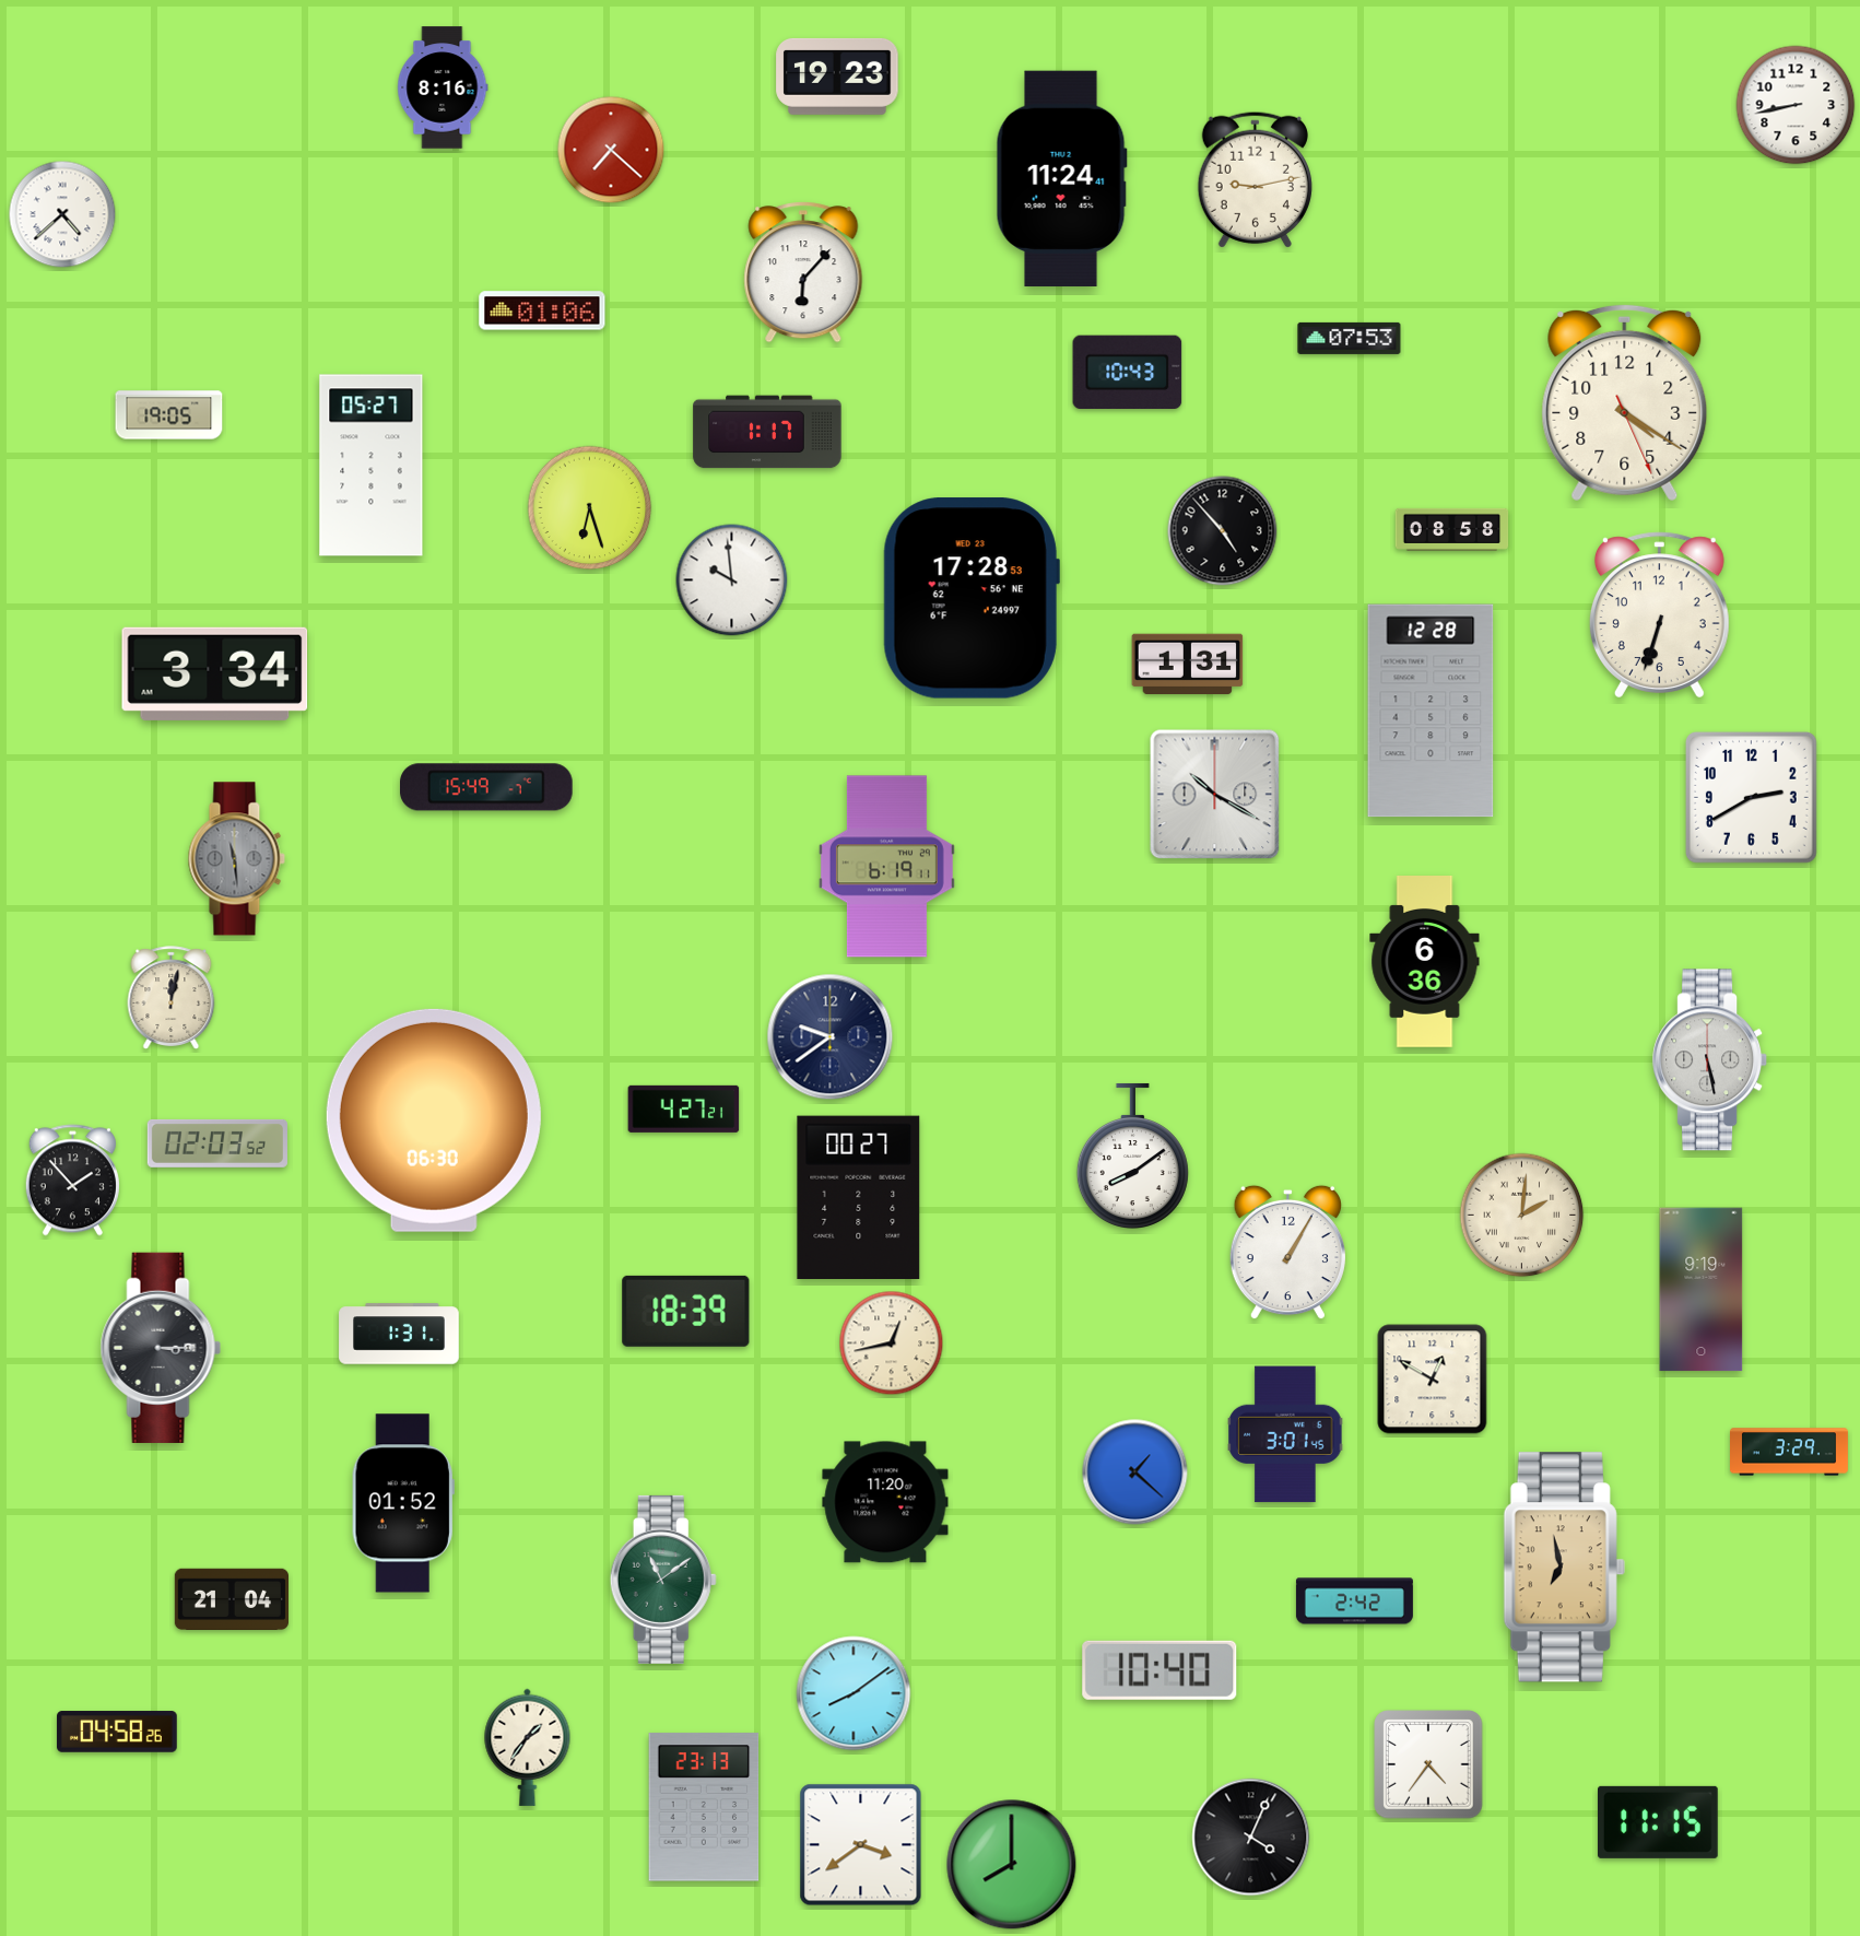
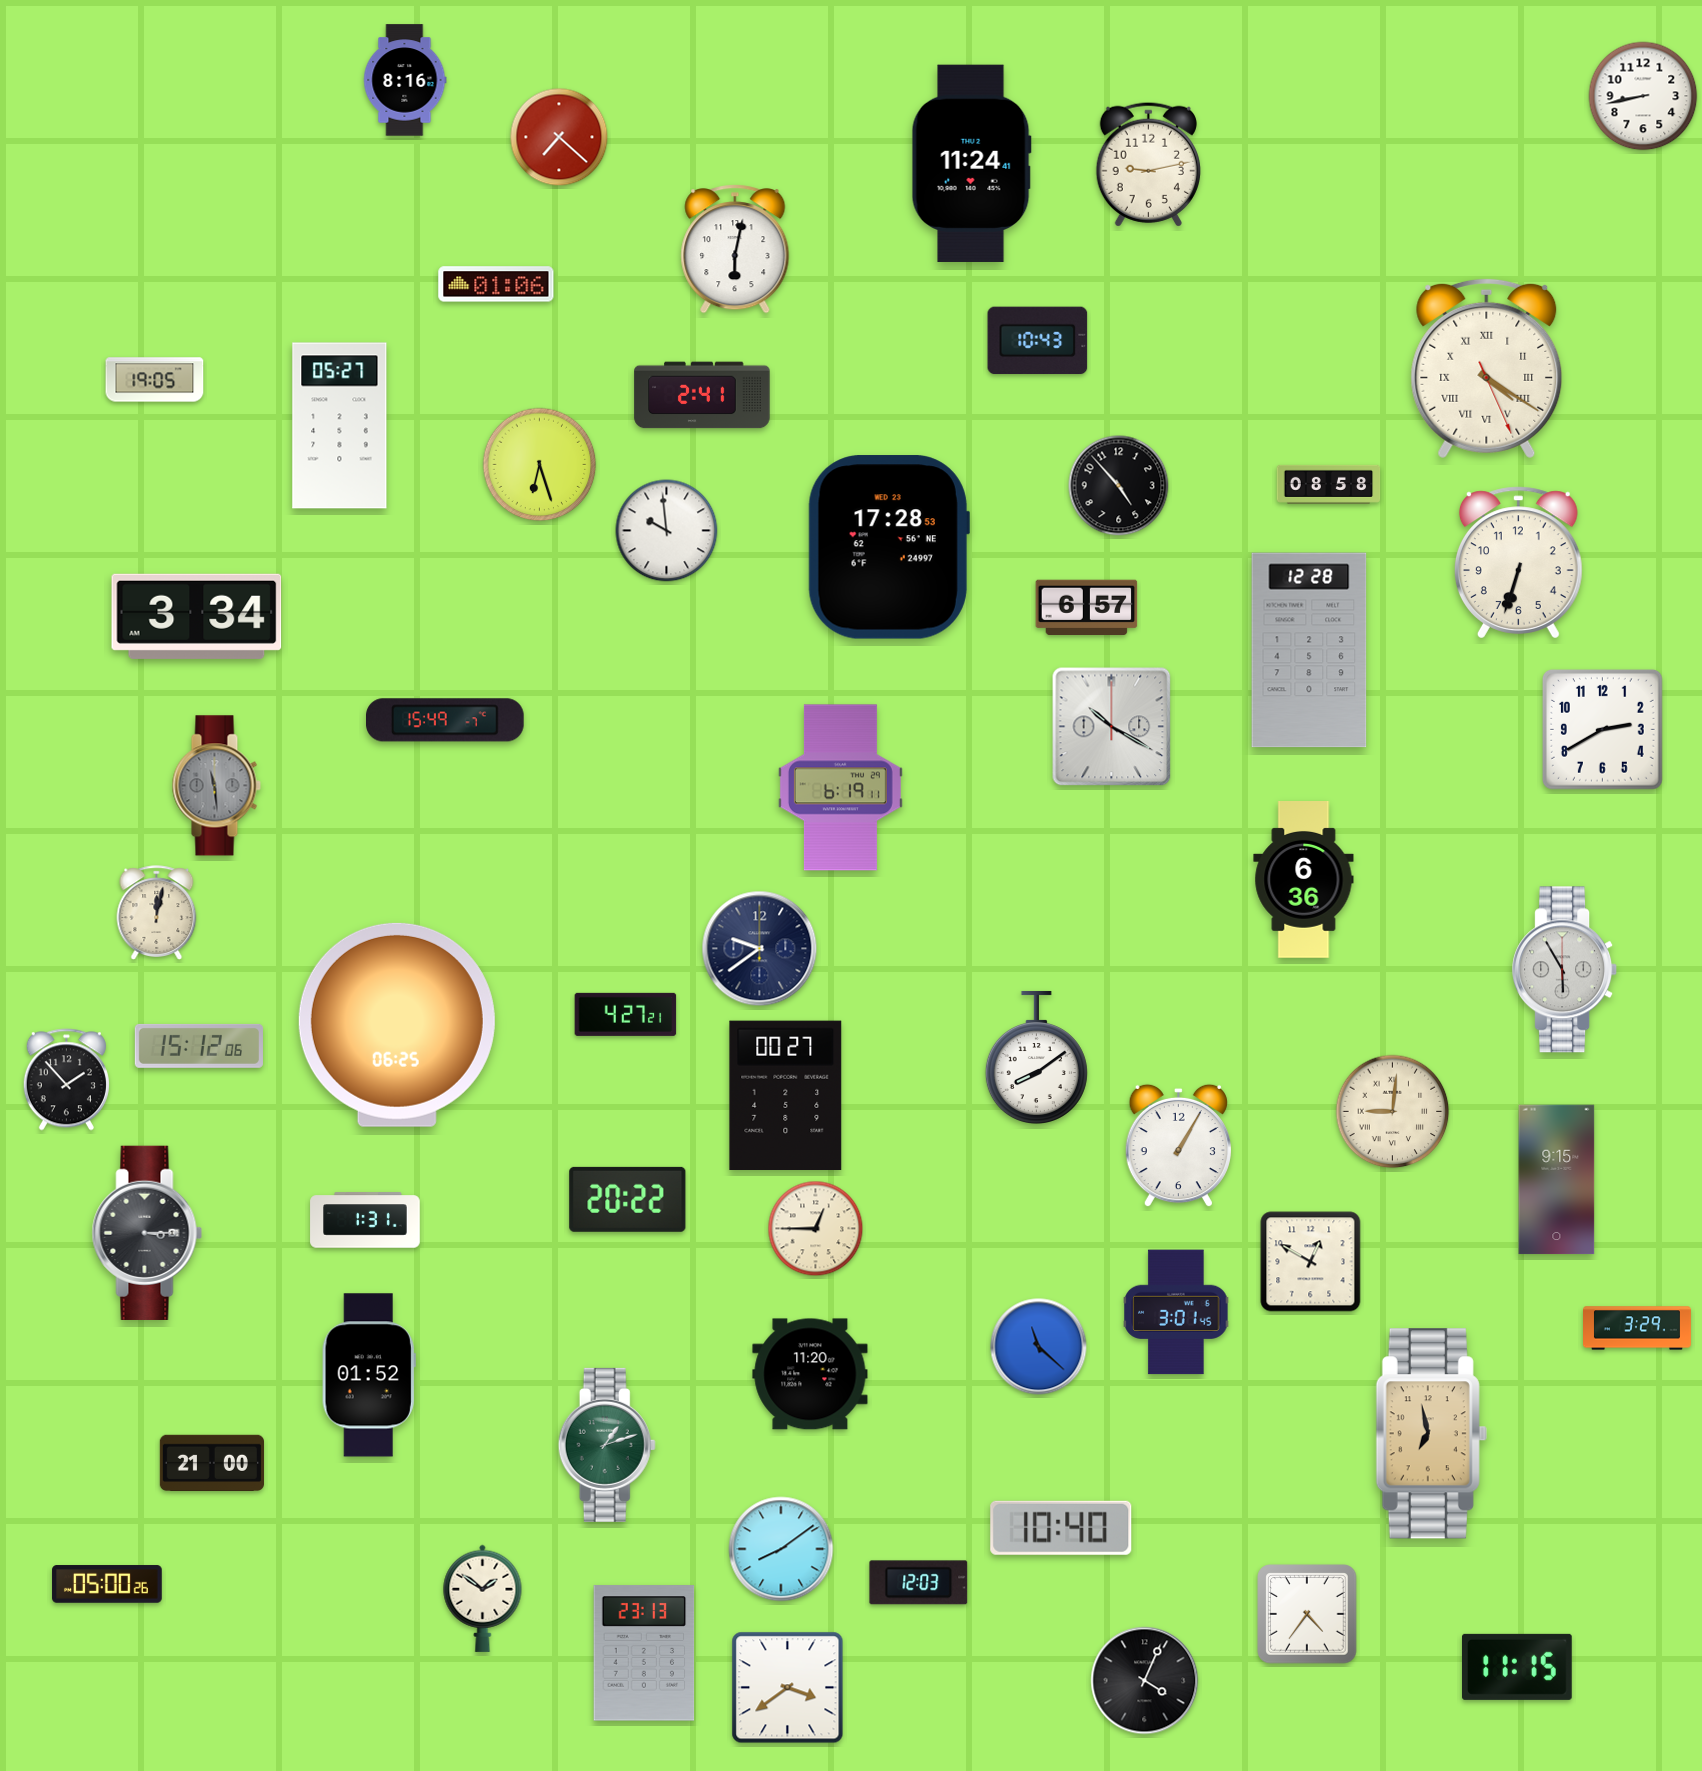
clock at (837, 77): 19:23 -> none
clock at (62, 214): 4:38 -> none
clock at (803, 272): 6:07 -> 6:02
clock at (1350, 338): 07:53 -> none
clock at (1128, 373) position: (1128, 373) -> (1038, 341)
clock at (1625, 402) numerals: Arabic -> Roman
clock at (767, 432): 1:17 -> 2:41
clock at (732, 580) position: (732, 580) -> (667, 531)
clock at (1188, 665): 1:31 -> 6:57
clock at (886, 867) position: (886, 867) -> (840, 788)
clock at (1710, 1060): 5:28 -> 5:55
clock at (434, 1120): 06:30 -> 06:25
clock at (217, 1143): 02:03 -> 15:12
clock at (1522, 1216): 2:01 -> 9:01
clock at (1702, 1290): 9:19 -> 9:15
clock at (686, 1311): 18:39 -> 20:22
clock at (892, 1344): 12:43 -> 12:45
clock at (1135, 1472): 1:22 -> 11:22
clock at (663, 1580): 11:09 -> 1:12
clock at (231, 1598): 21:04 -> 21:00
clock at (1354, 1601): 2:42 -> none
clock at (919, 1583): none -> 12:03
clock at (117, 1732): 04:58 -> 05:00
clock at (528, 1747): 1:36 -> 1:51
clock at (1012, 1865): 8:00 -> none
